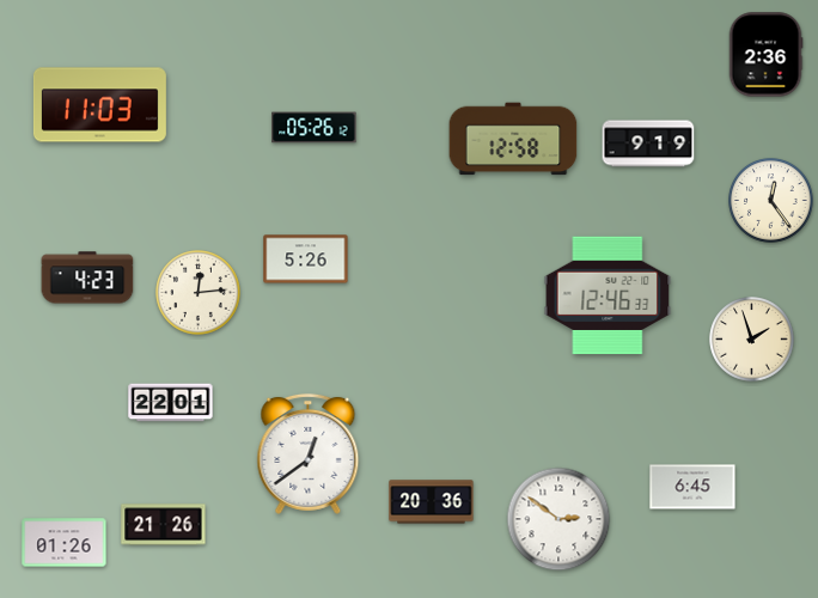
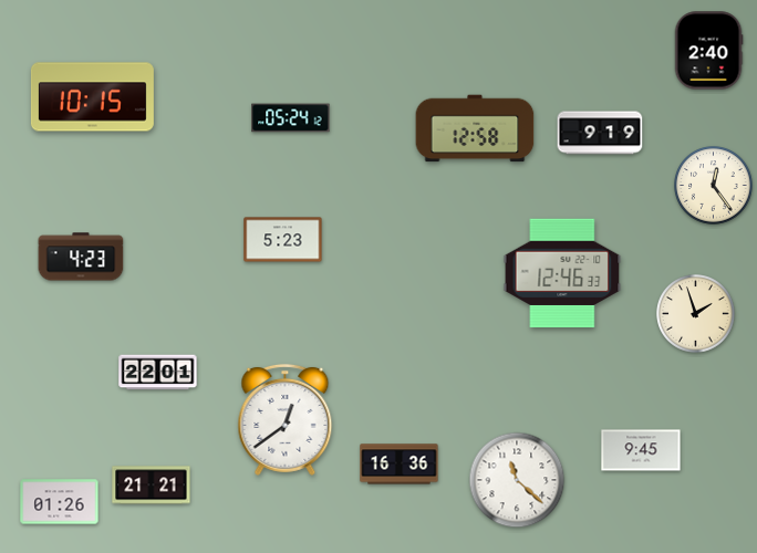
clock at (765, 55): 2:36 -> 2:40
clock at (99, 105): 11:03 -> 10:15
clock at (315, 128): 05:26 -> 05:24
clock at (306, 260): 5:26 -> 5:23
clock at (199, 293): 12:14 -> none
clock at (692, 487): 6:45 -> 9:45
clock at (432, 502): 20:36 -> 16:36
clock at (558, 519): 2:51 -> 11:22
clock at (164, 525): 21:26 -> 21:21
